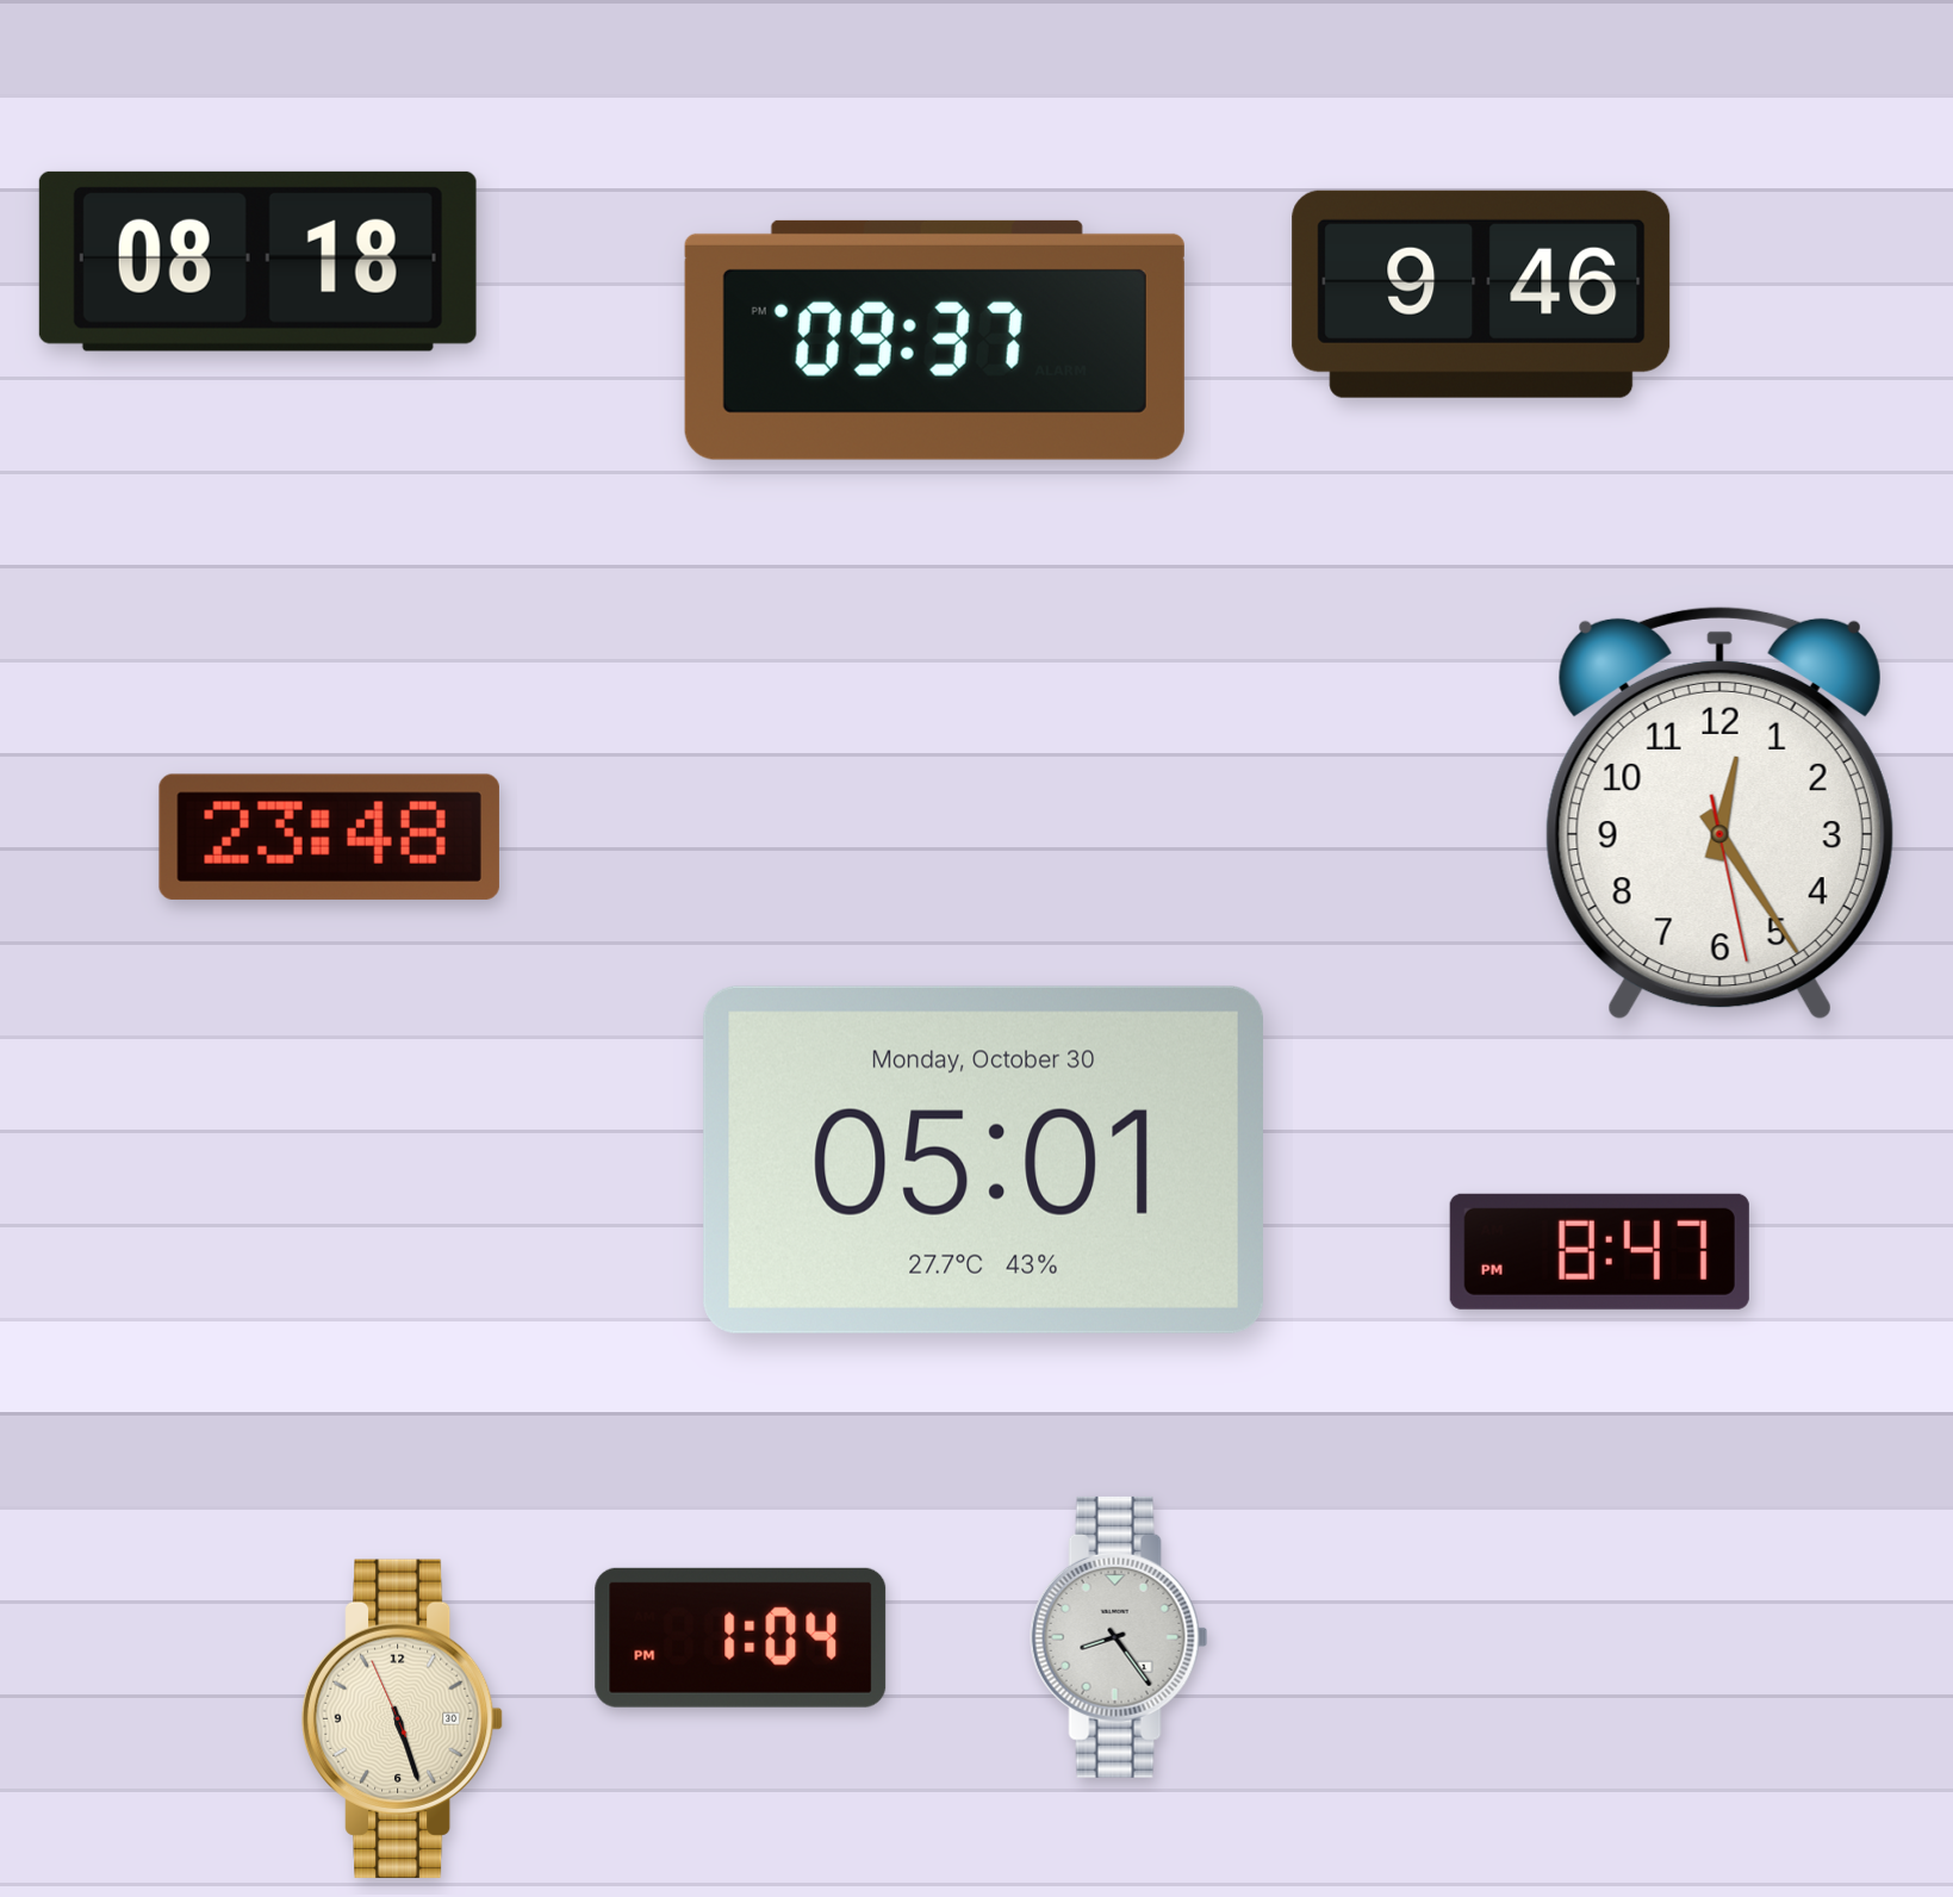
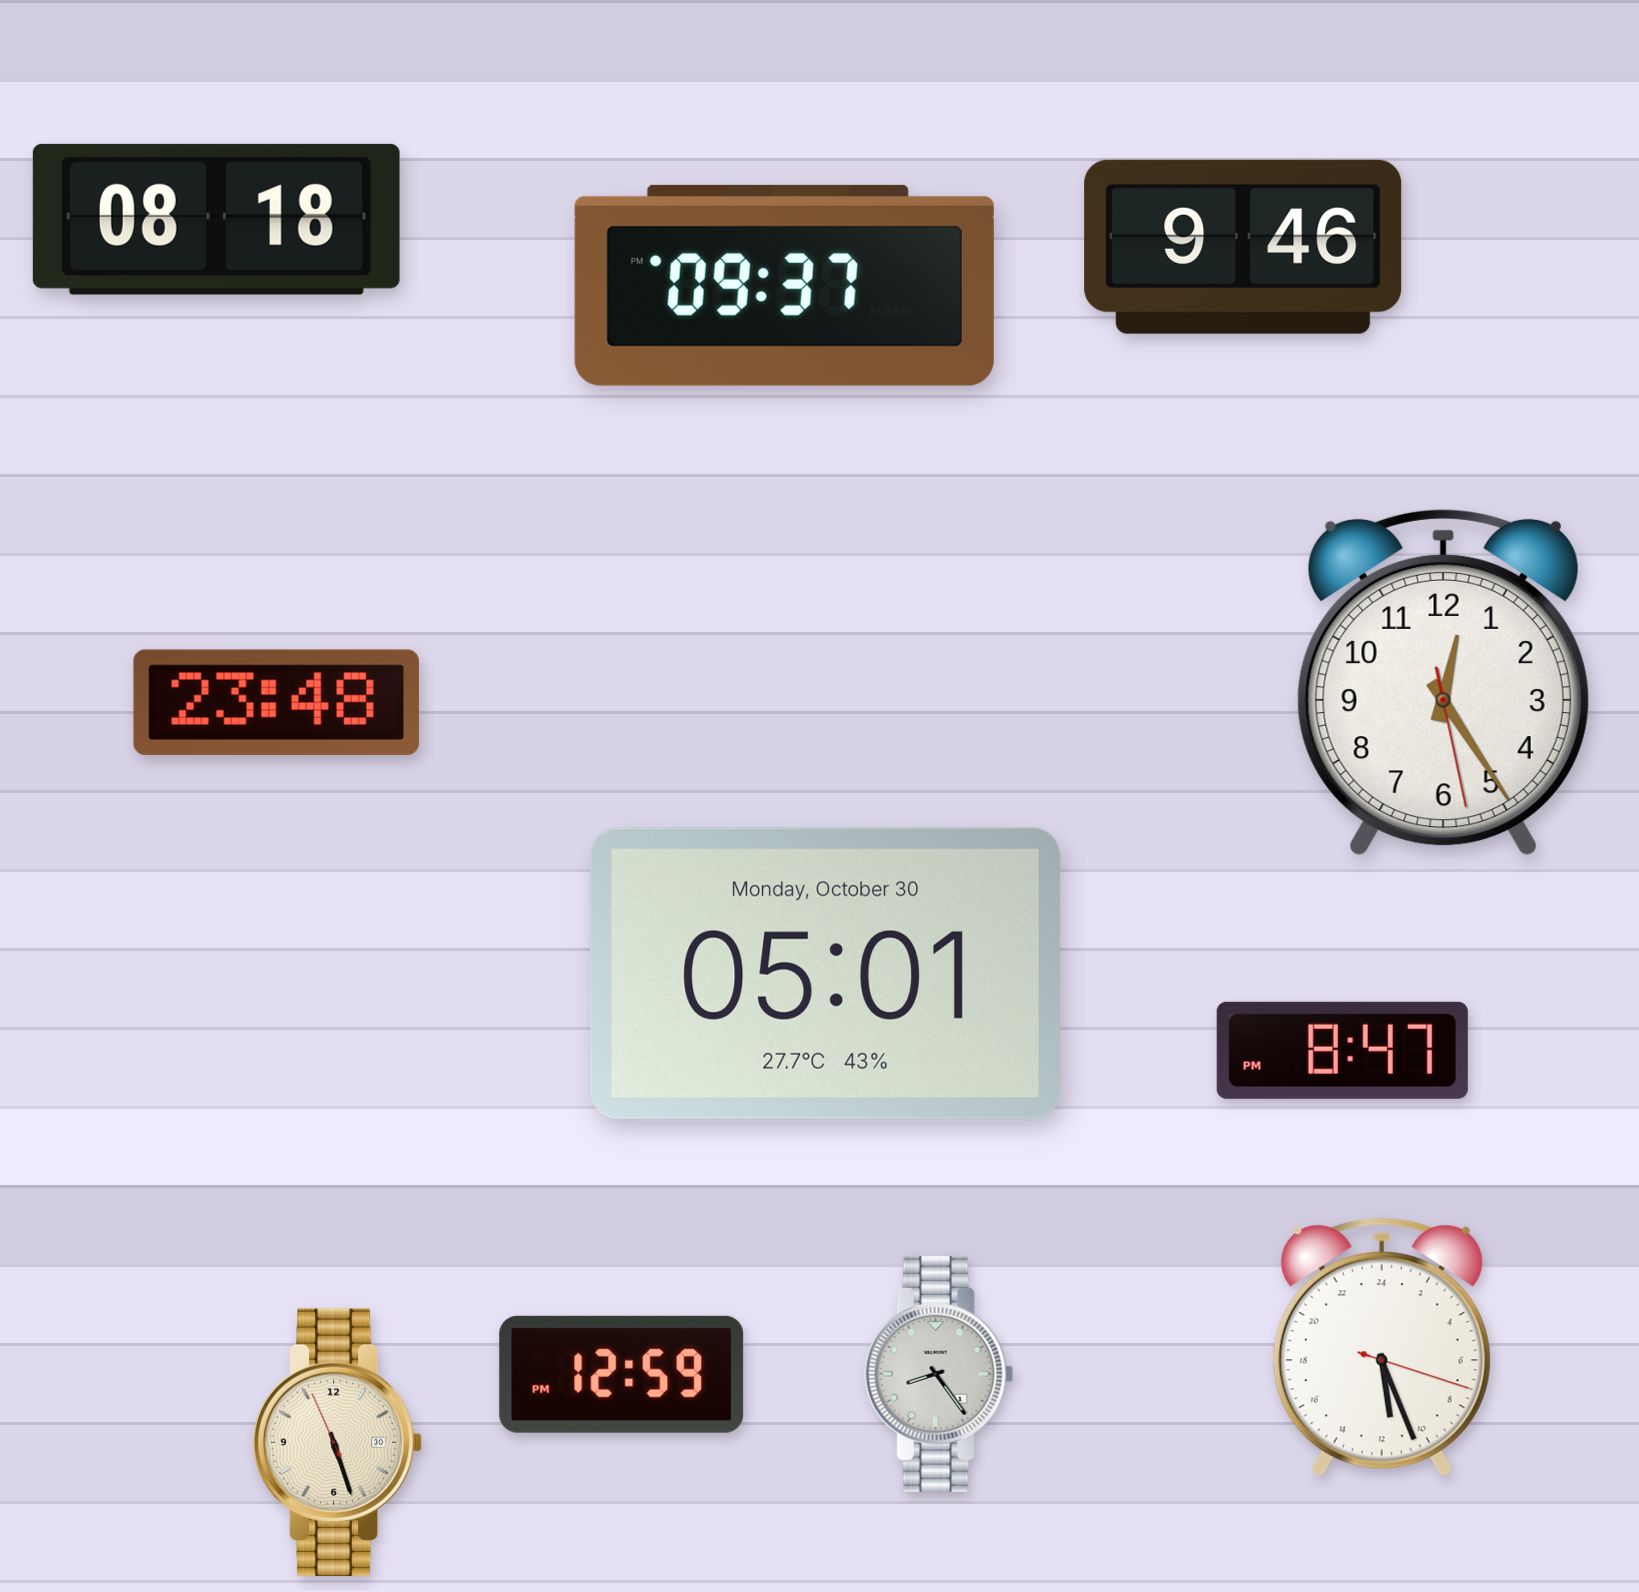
clock at (1382, 1347): none -> 11:26
clock at (741, 1637): 1:04 -> 12:59
